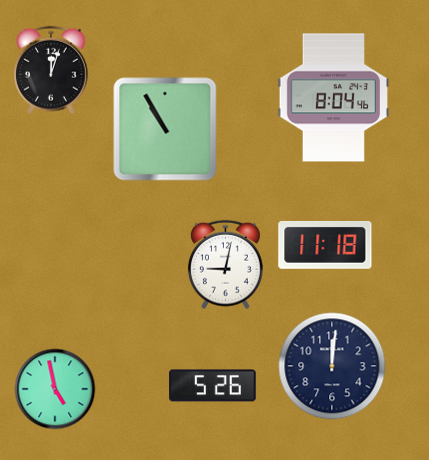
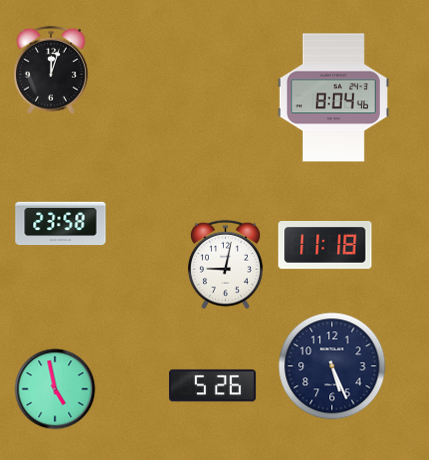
clock at (165, 129): 10:55 -> none
clock at (61, 224): none -> 23:58
clock at (332, 366): 12:01 -> 5:26
